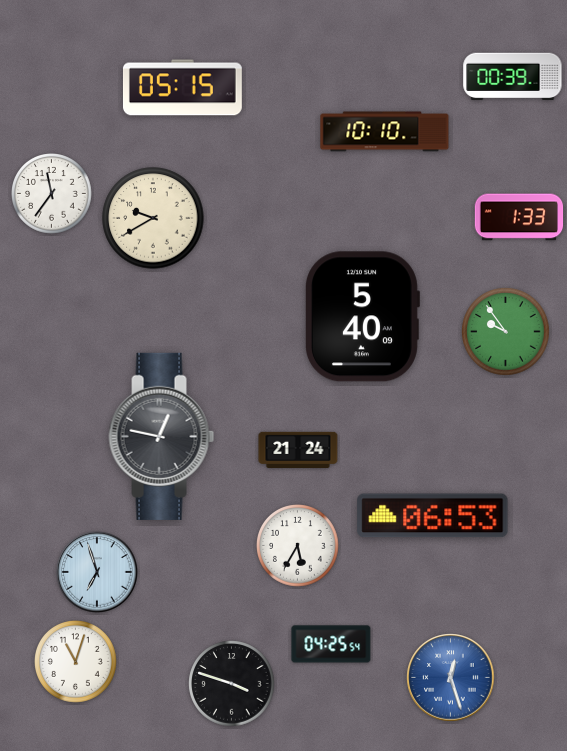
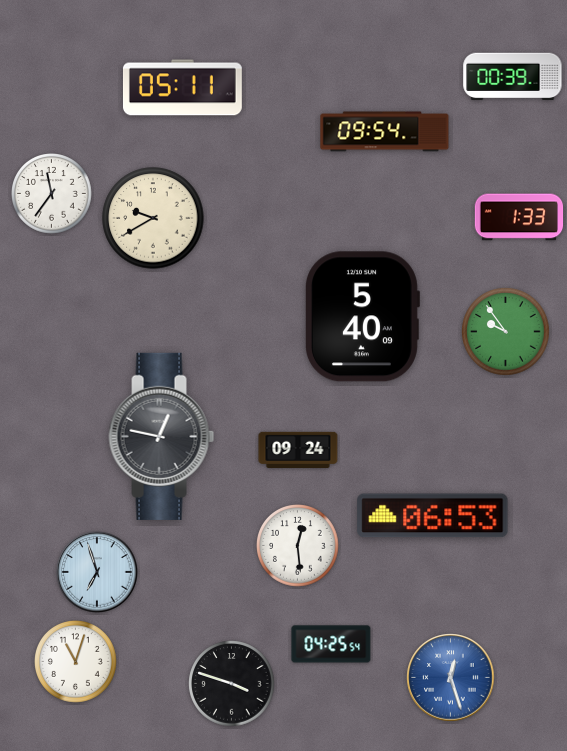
clock at (182, 88): 05:15 -> 05:11
clock at (385, 132): 10:10 -> 09:54
clock at (298, 450): 21:24 -> 09:24
clock at (298, 546): 5:35 -> 12:29
